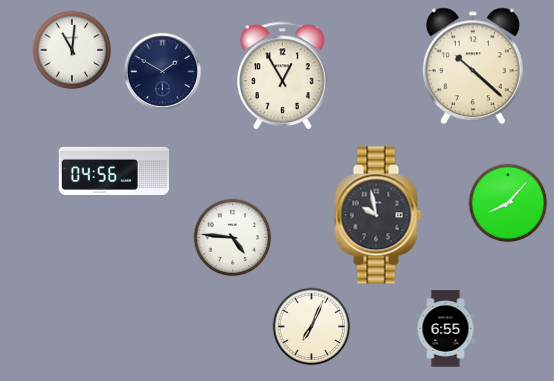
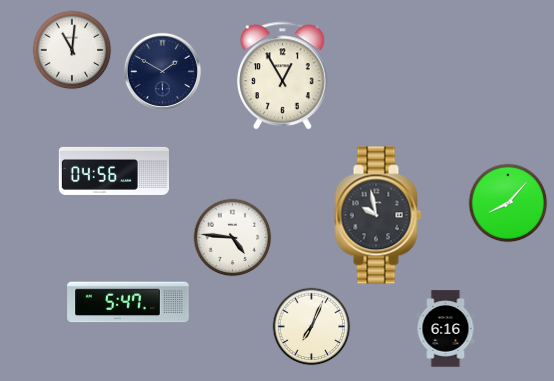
clock at (473, 66): 10:22 -> none
clock at (128, 302): none -> 5:47
clock at (446, 329): 6:55 -> 6:16
